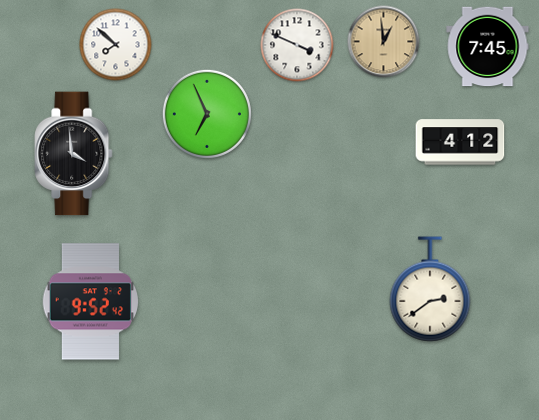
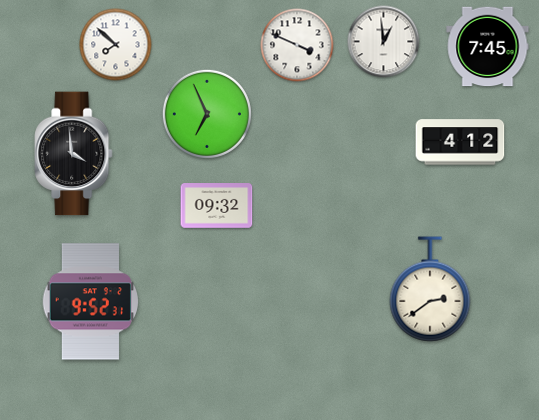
clock at (384, 42) dial: champagne -> white
clock at (217, 206): none -> 09:32
clock at (90, 302): 9:52:42 -> 9:52:31
